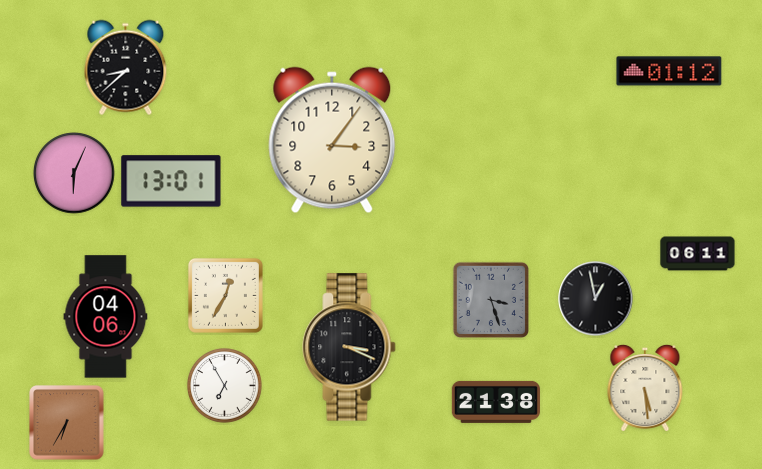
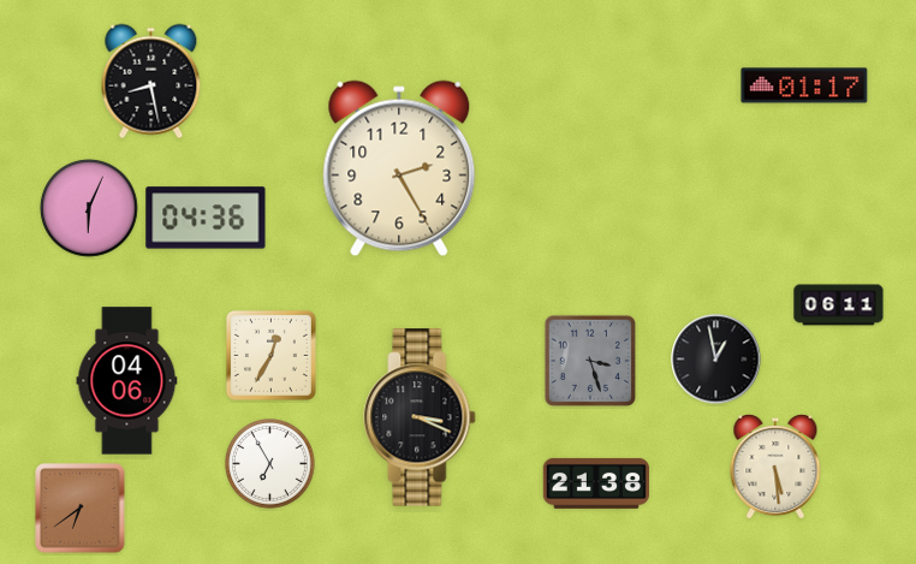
clock at (126, 68): 8:38 -> 8:28
clock at (669, 71): 01:12 -> 01:17
clock at (332, 140): 3:06 -> 2:25
clock at (171, 181): 13:01 -> 04:36
clock at (67, 423): 6:35 -> 6:39
